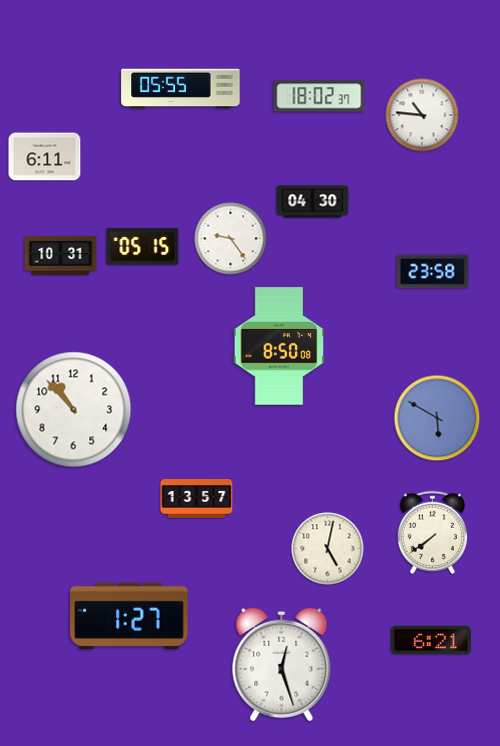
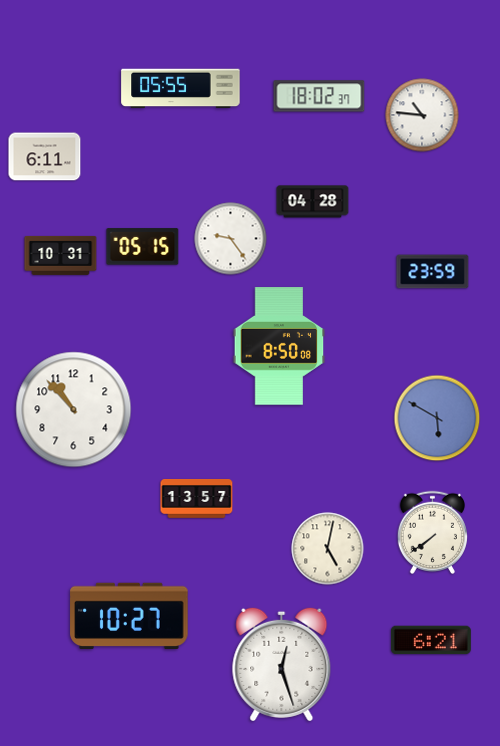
clock at (313, 202): 04:30 -> 04:28
clock at (433, 272): 23:58 -> 23:59
clock at (129, 615): 1:27 -> 10:27
